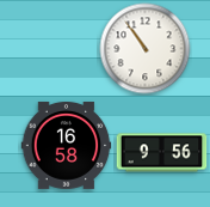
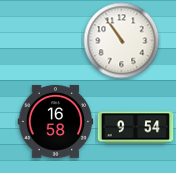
clock at (162, 153): 9:56 -> 9:54
